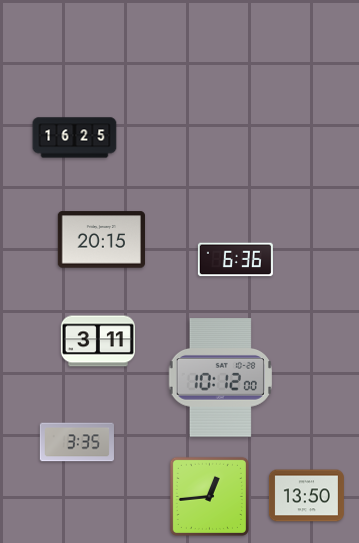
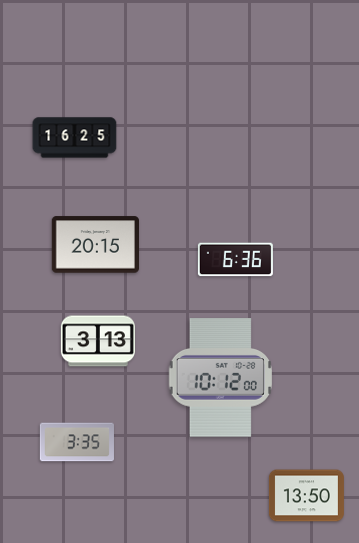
clock at (101, 240) position: (101, 240) -> (95, 245)
clock at (98, 341): 3:11 -> 3:13
clock at (209, 496): 12:44 -> none
